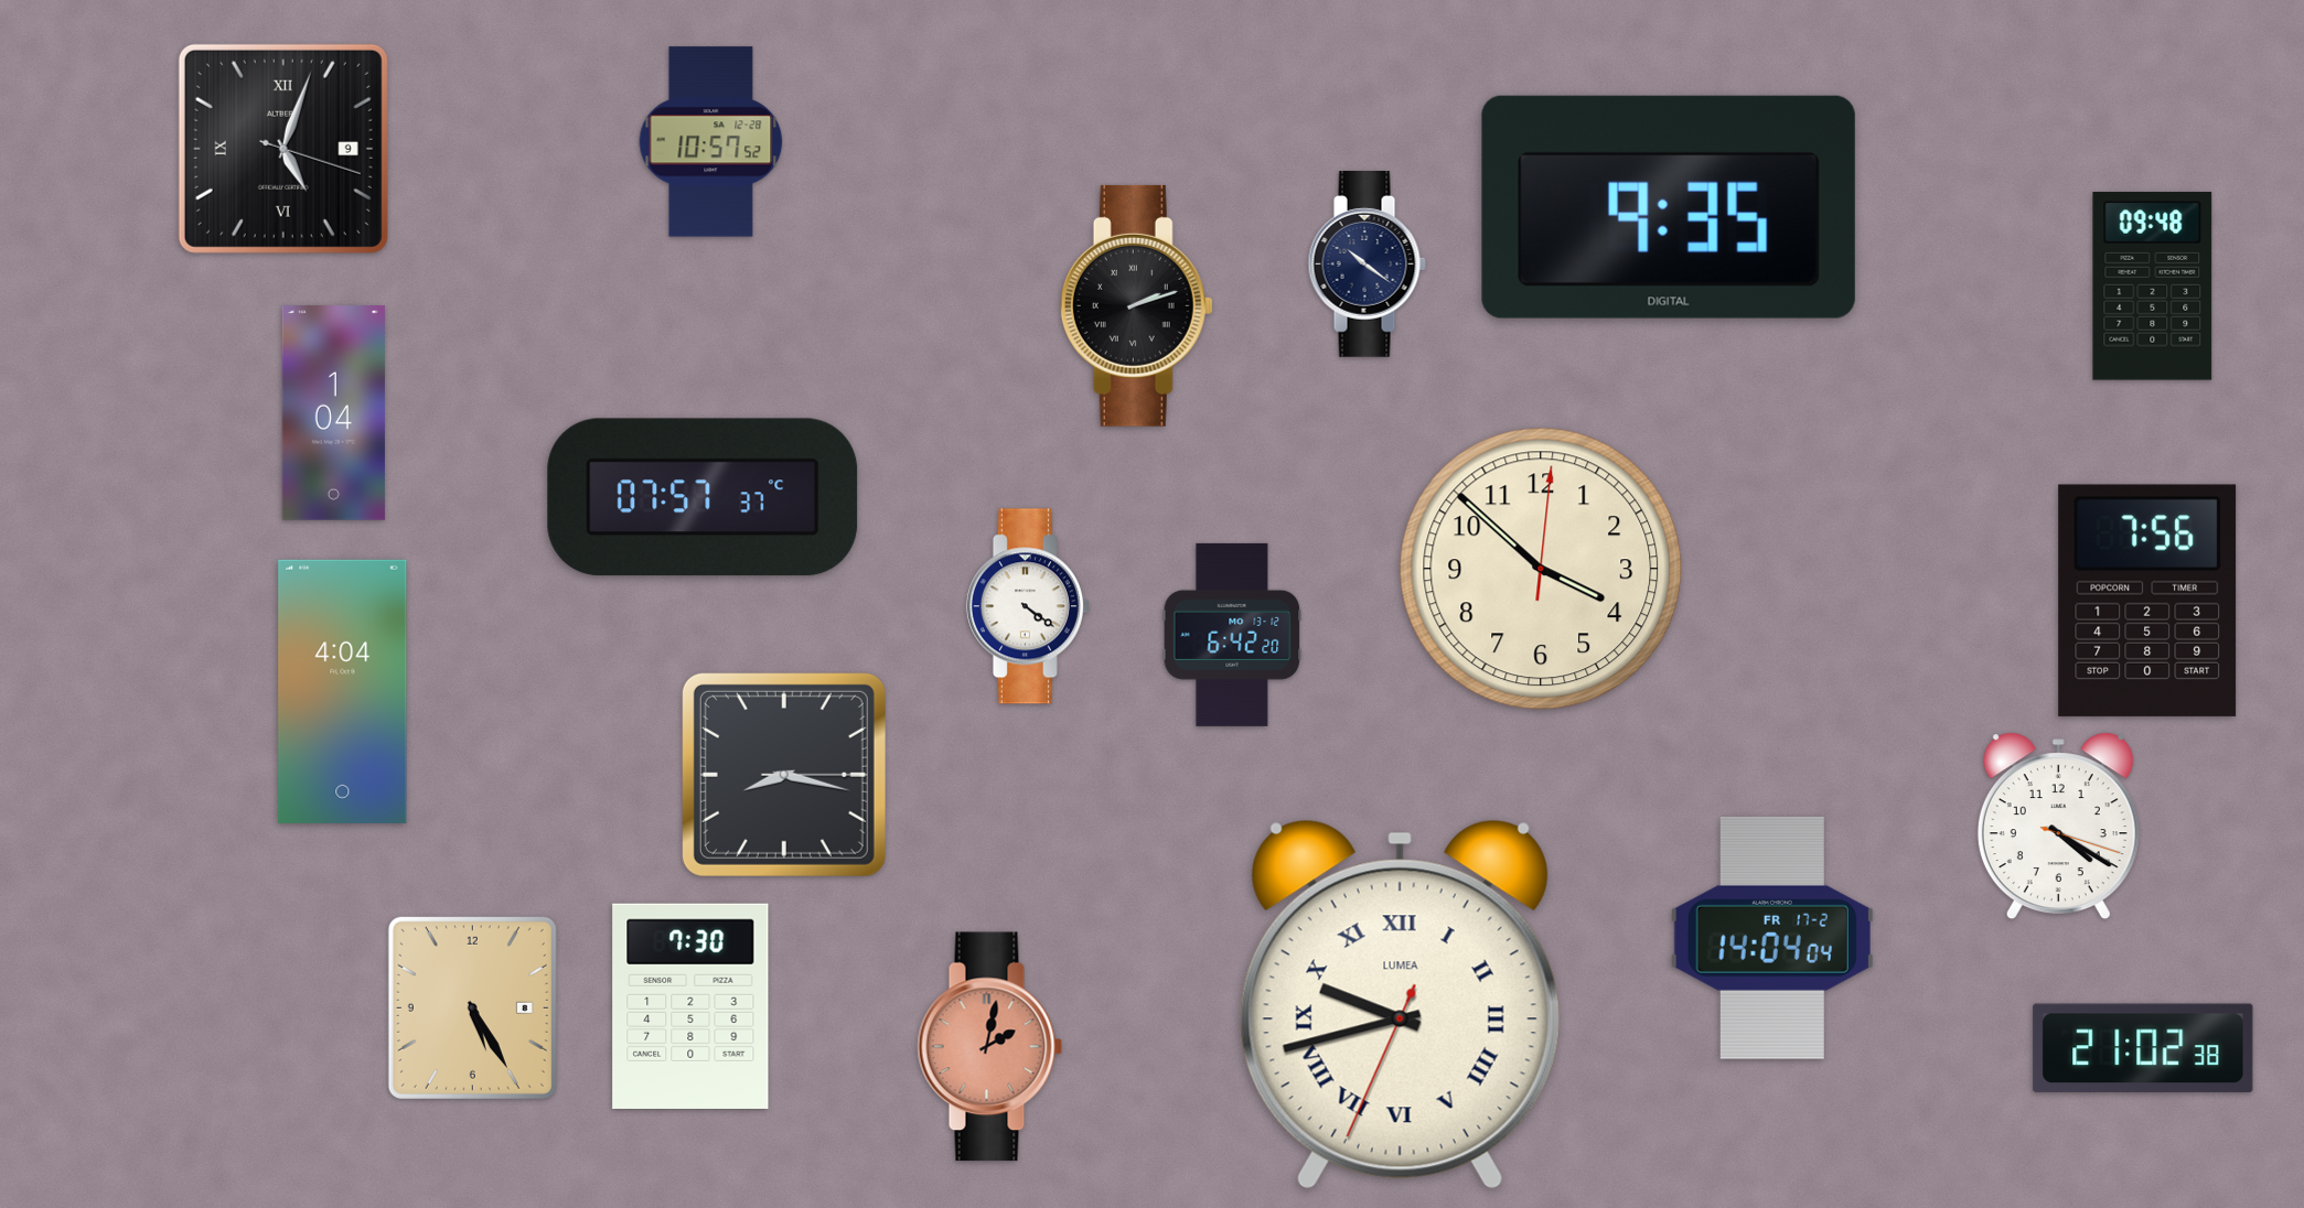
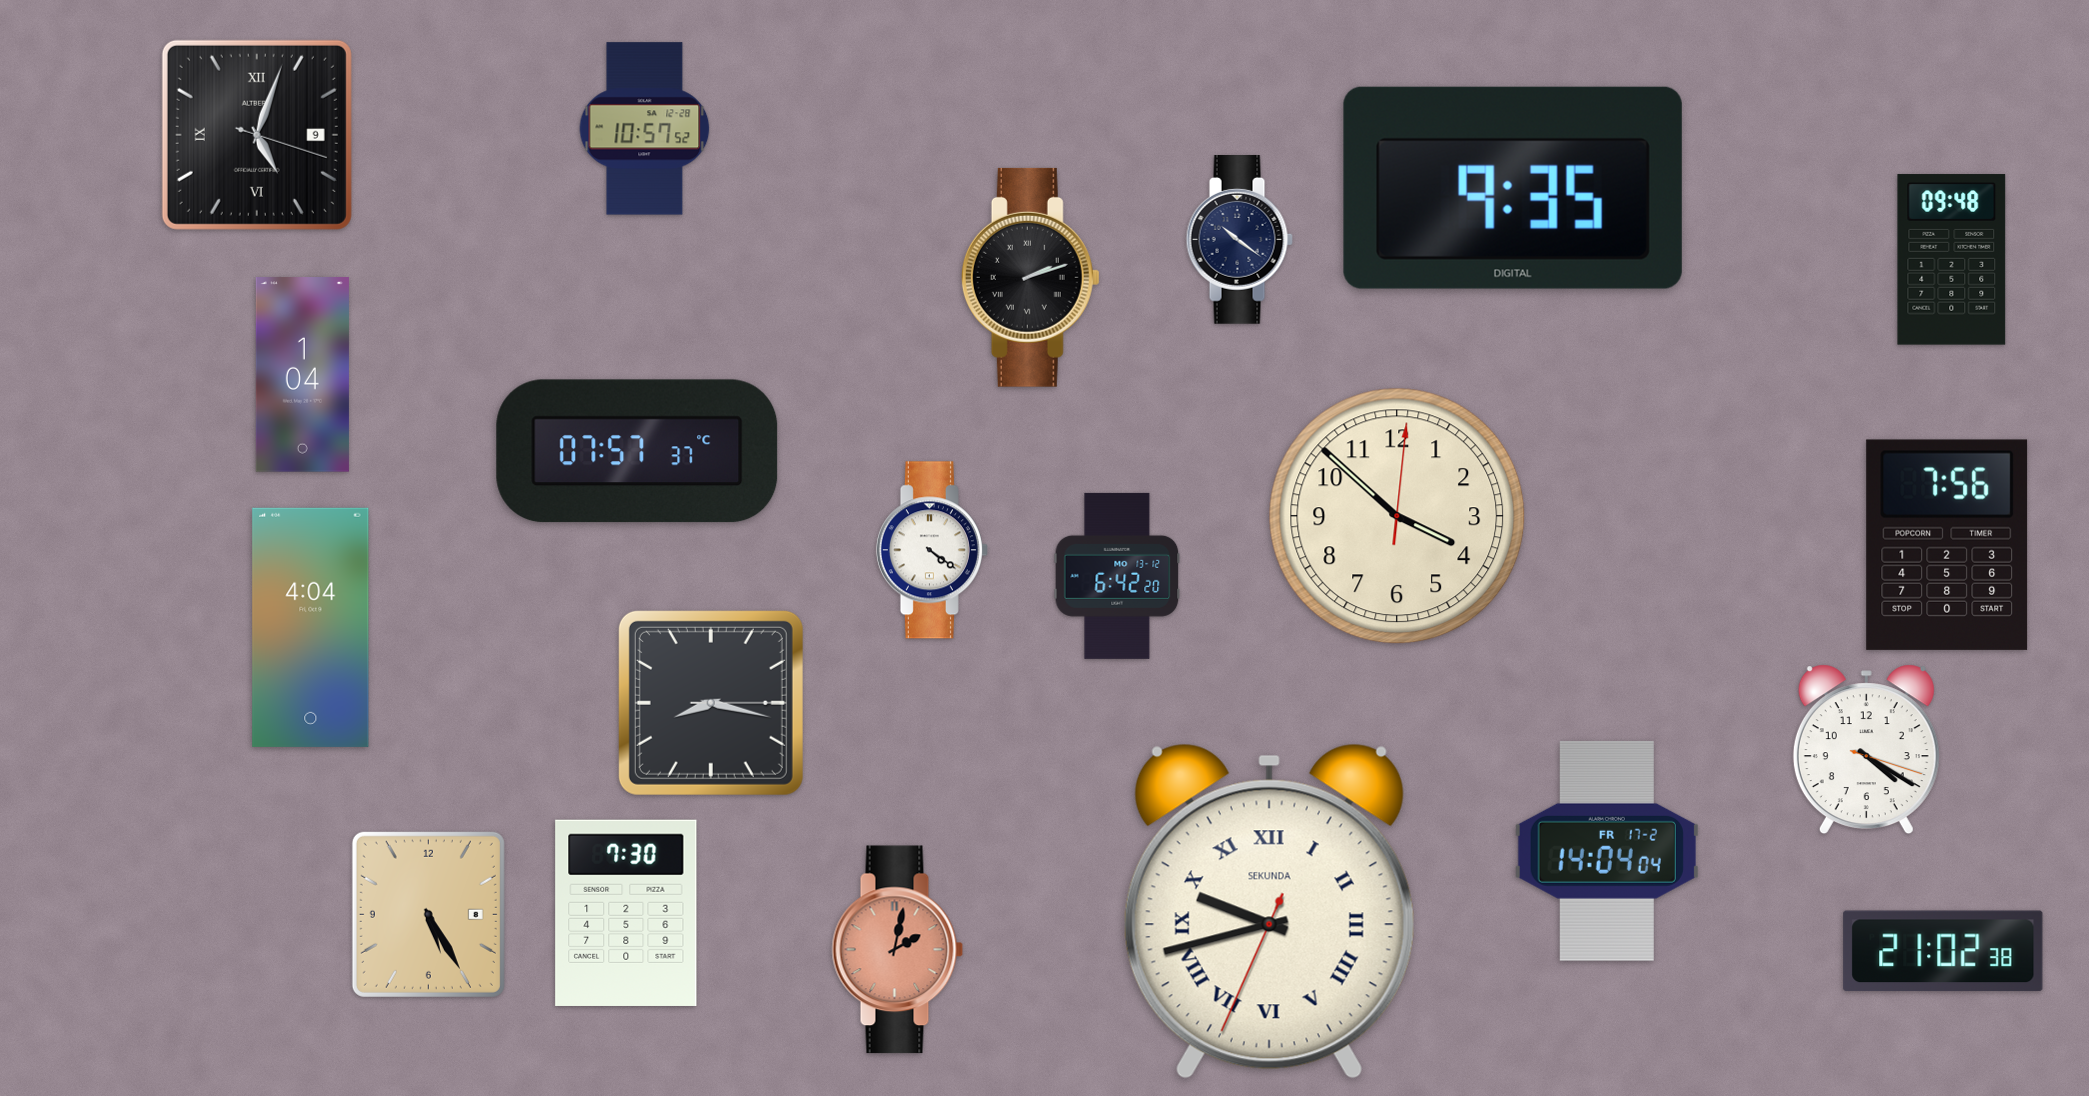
clock at (1400, 1004) brand: LUMEA -> SEKUNDA
